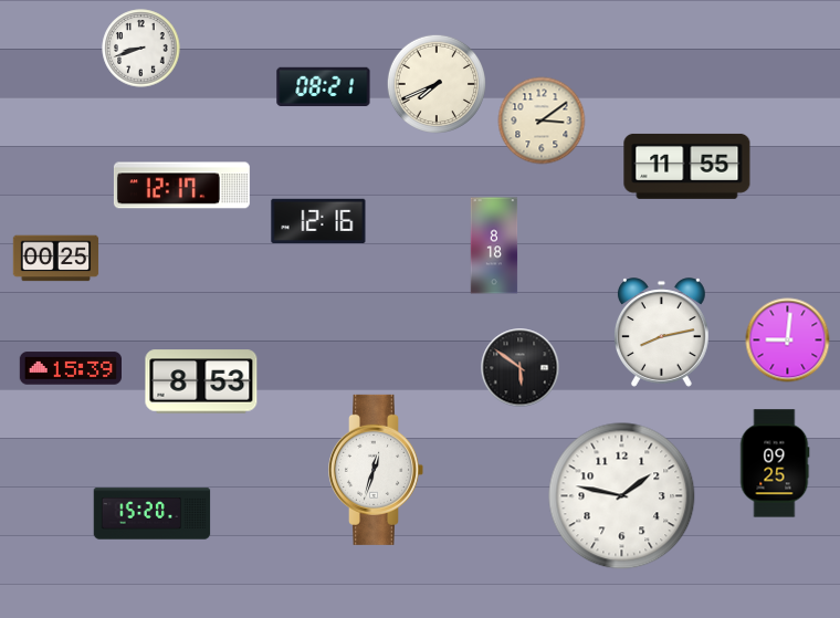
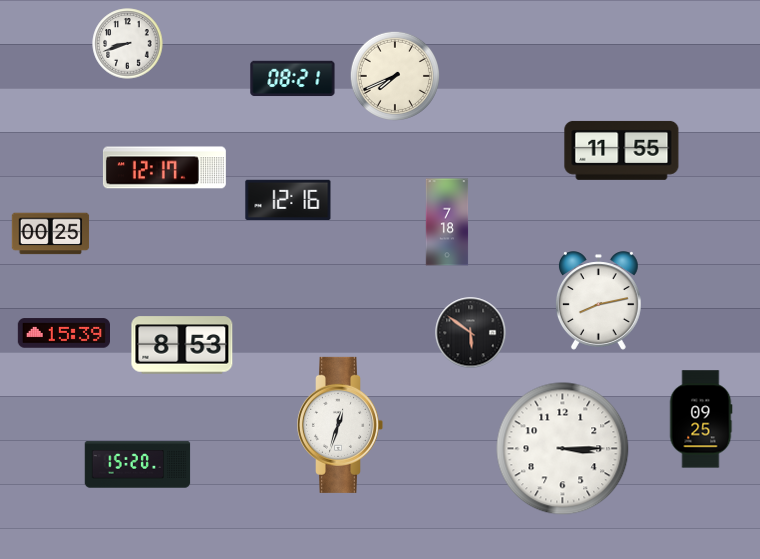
clock at (542, 121): 3:09 -> none
clock at (494, 245): 8:18 -> 7:18
clock at (788, 341): 9:01 -> none
clock at (622, 496): 1:47 -> 3:15
